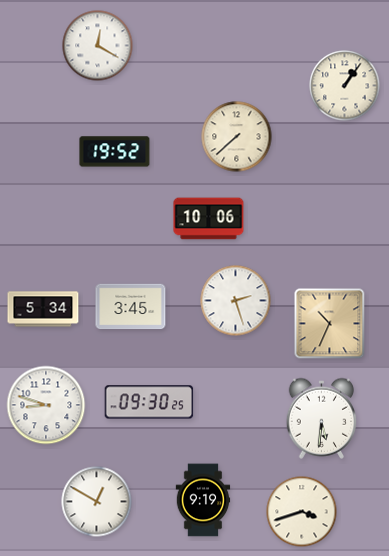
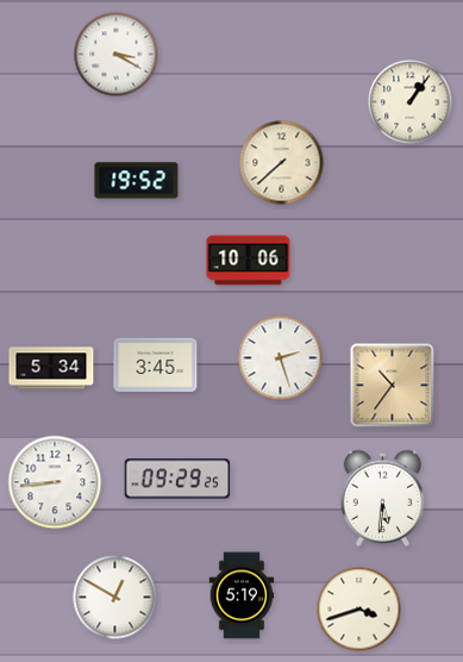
clock at (98, 46): 12:20 -> 3:20
clock at (330, 324): 10:34 -> 10:36
clock at (149, 402): 09:30 -> 09:29
clock at (46, 405): 8:48 -> 8:44
clock at (203, 500): 9:19 -> 5:19
